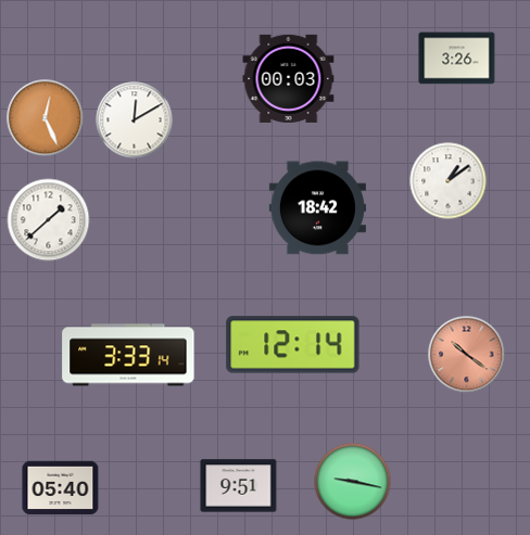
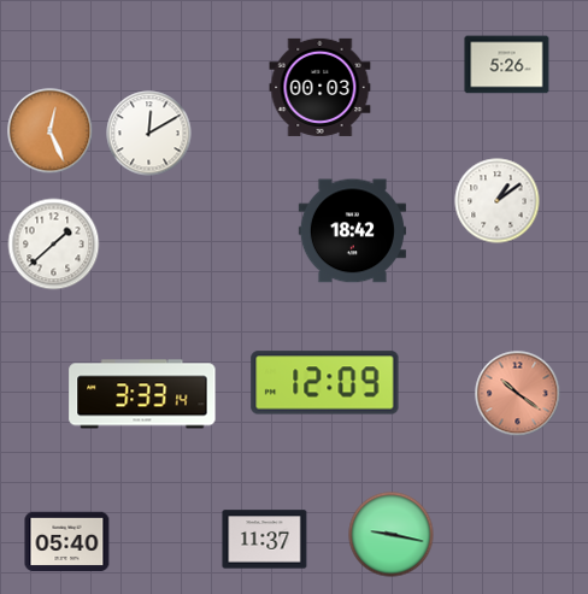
clock at (457, 59): 3:26 -> 5:26
clock at (293, 345): 12:14 -> 12:09
clock at (239, 486): 9:51 -> 11:37
